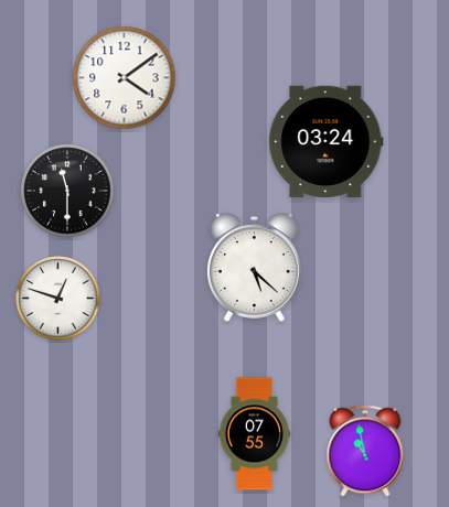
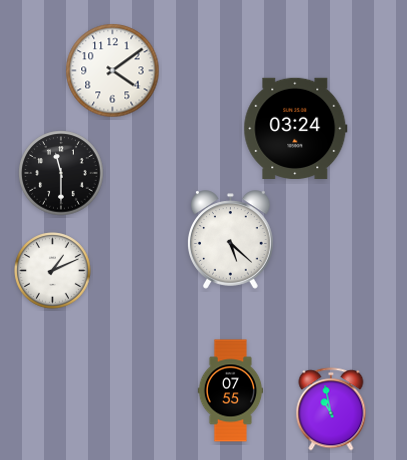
clock at (255, 268) position: (255, 268) -> (231, 240)
clock at (58, 299): 12:48 -> 1:11
clock at (255, 434) position: (255, 434) -> (231, 391)
